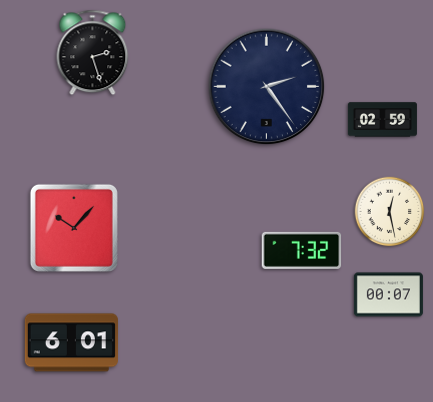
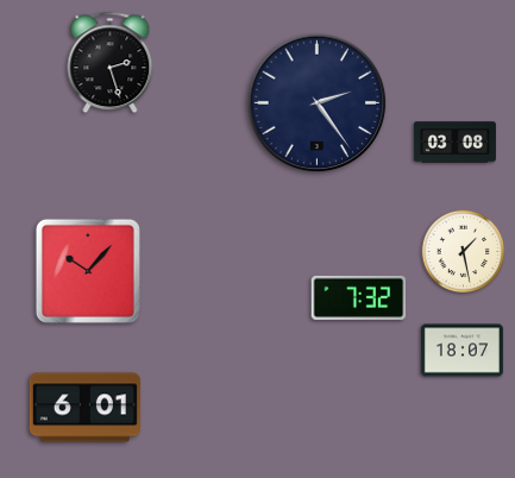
clock at (382, 120): 02:59 -> 03:08
clock at (390, 212): 12:28 -> 1:28
clock at (388, 295): 00:07 -> 18:07
